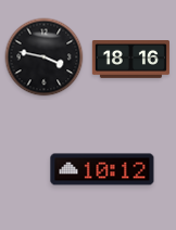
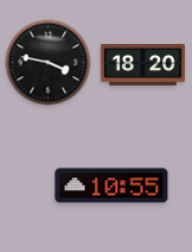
clock at (130, 60): 18:16 -> 18:20
clock at (102, 169): 10:12 -> 10:55
